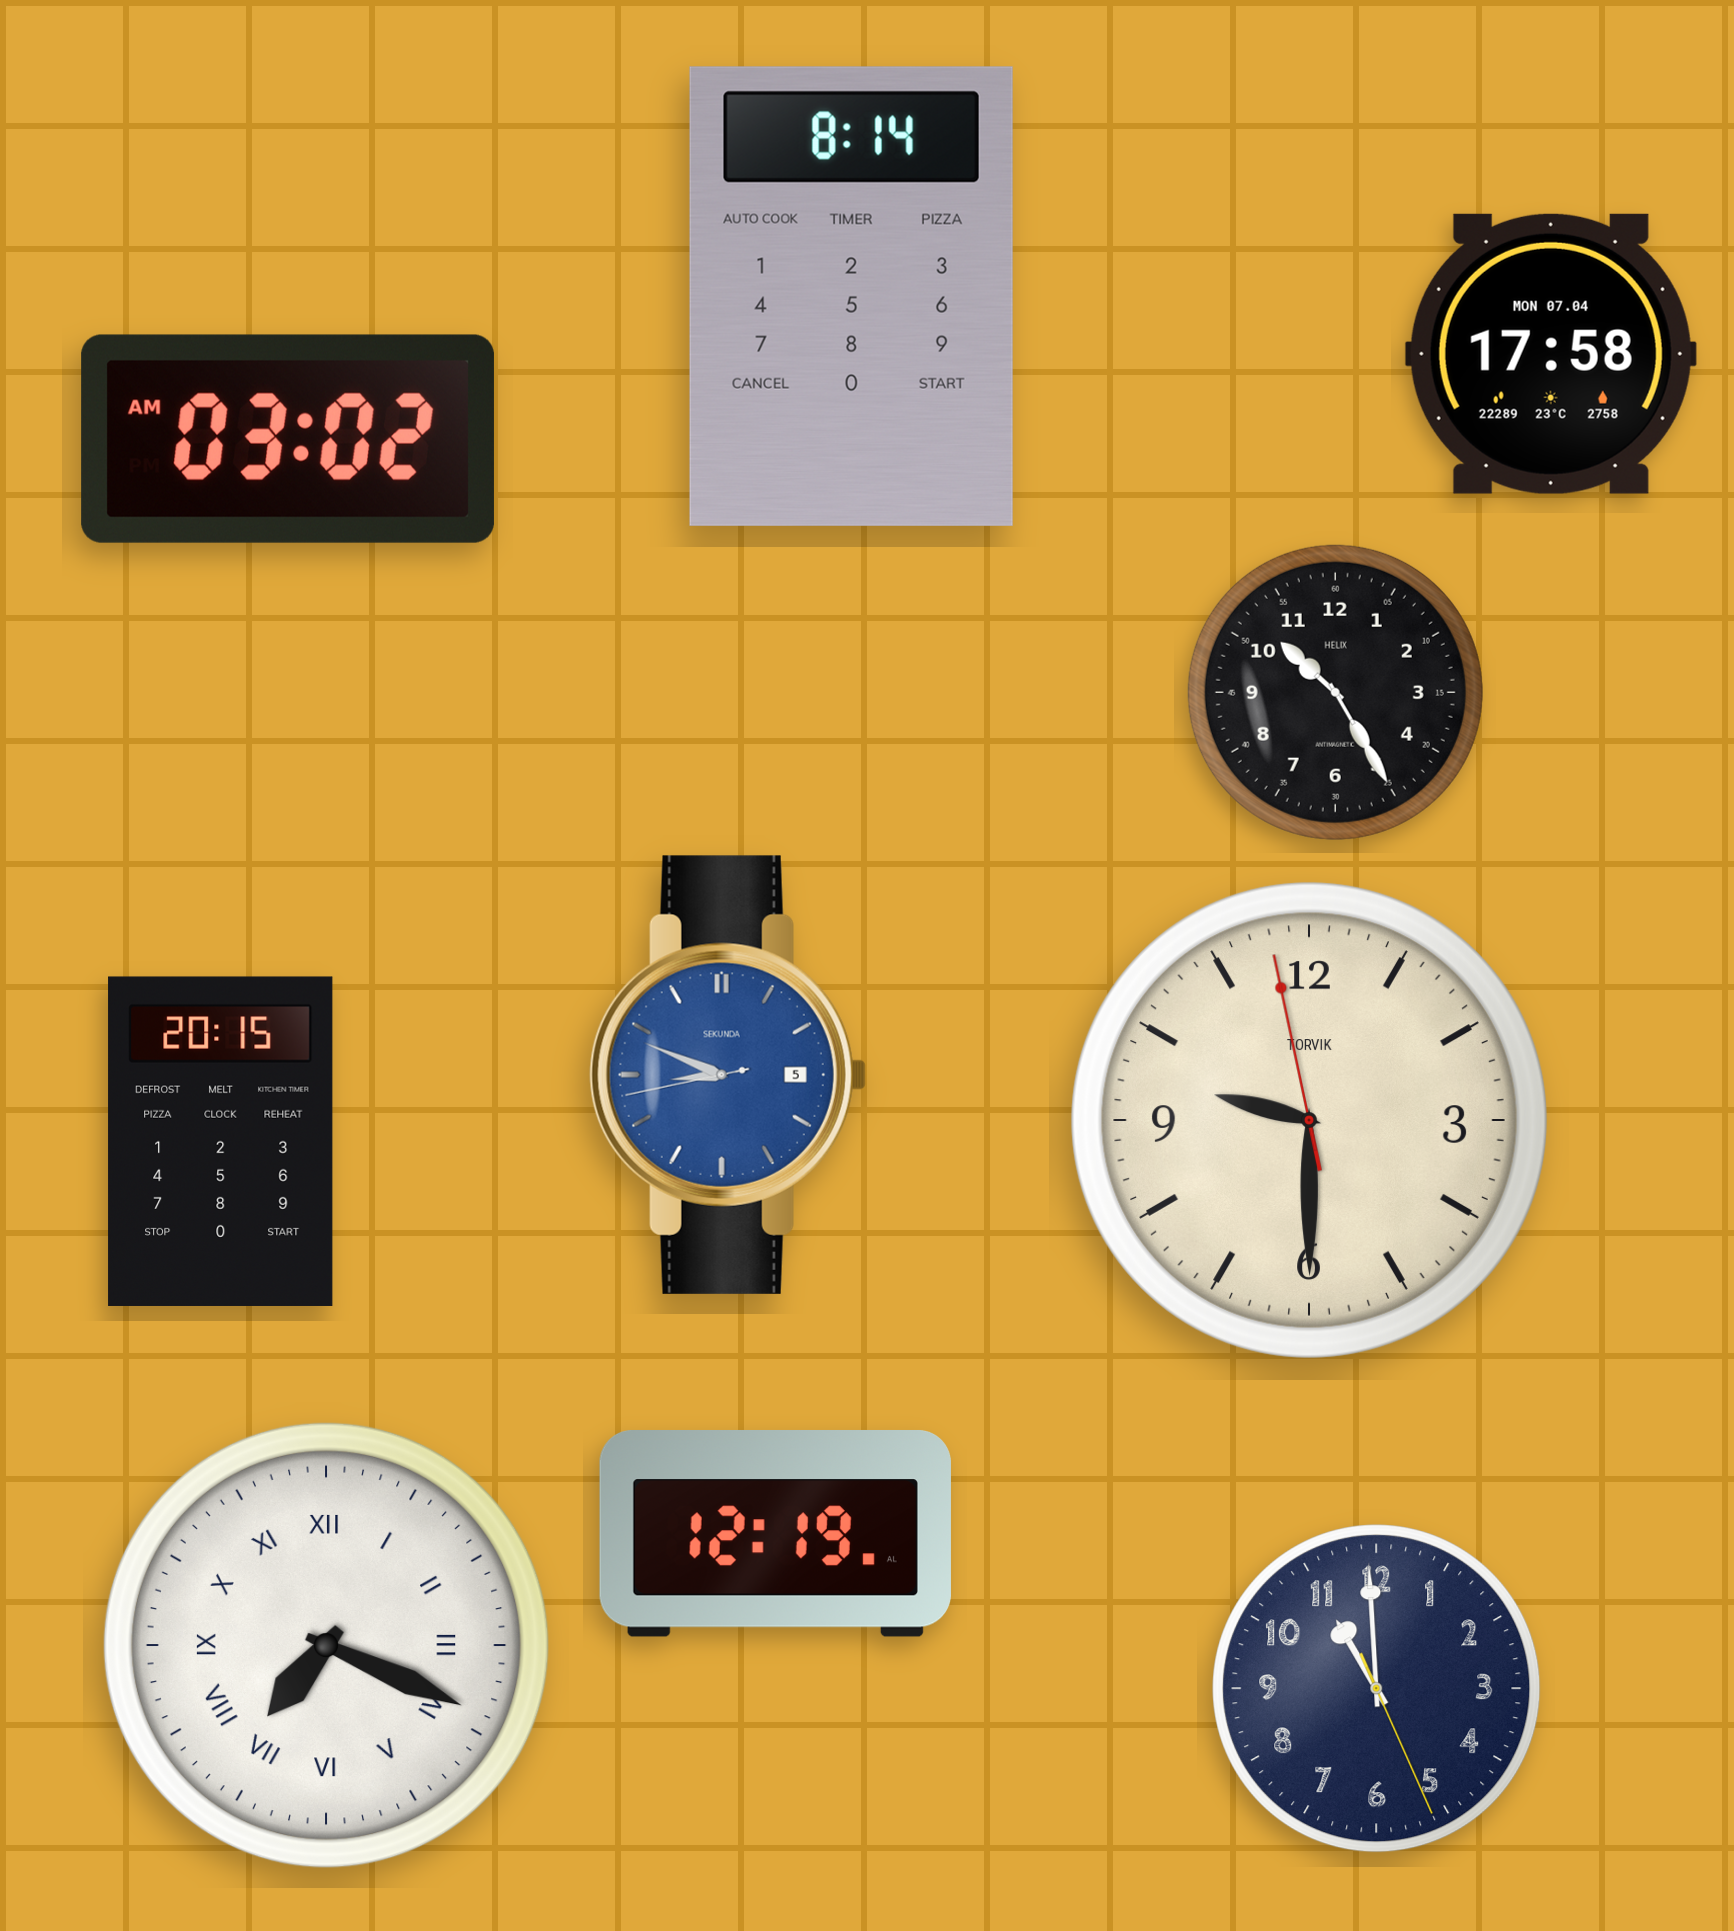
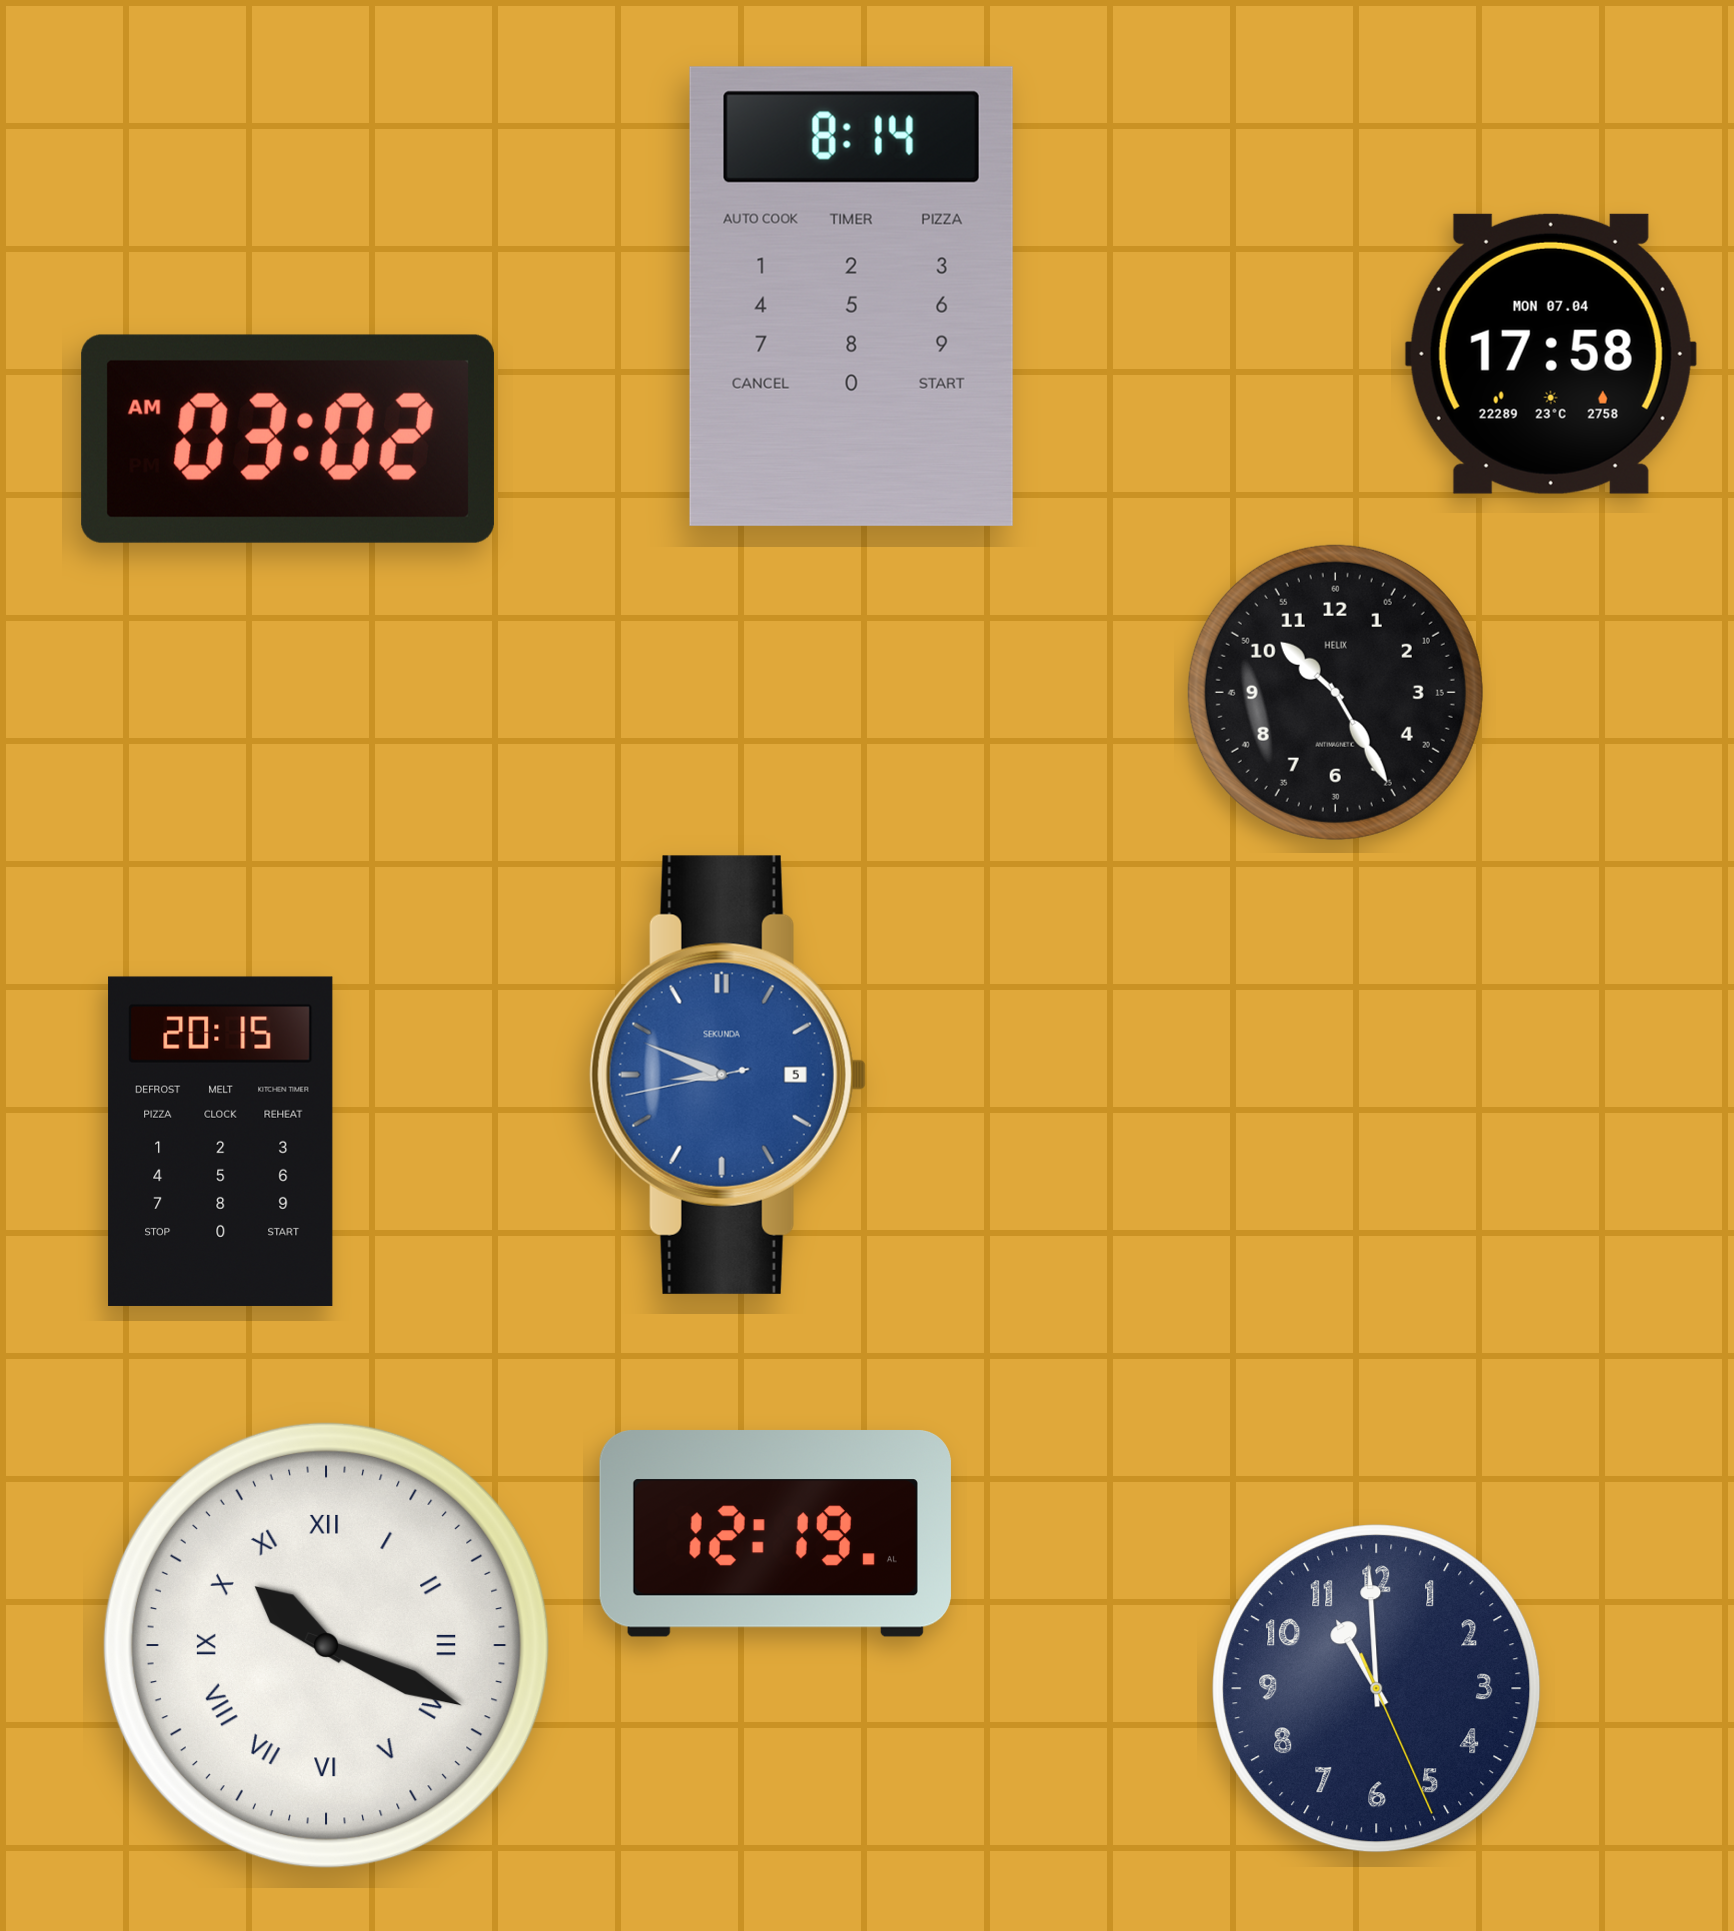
clock at (1309, 1120): 9:29 -> none
clock at (326, 1645): 7:19 -> 10:19
